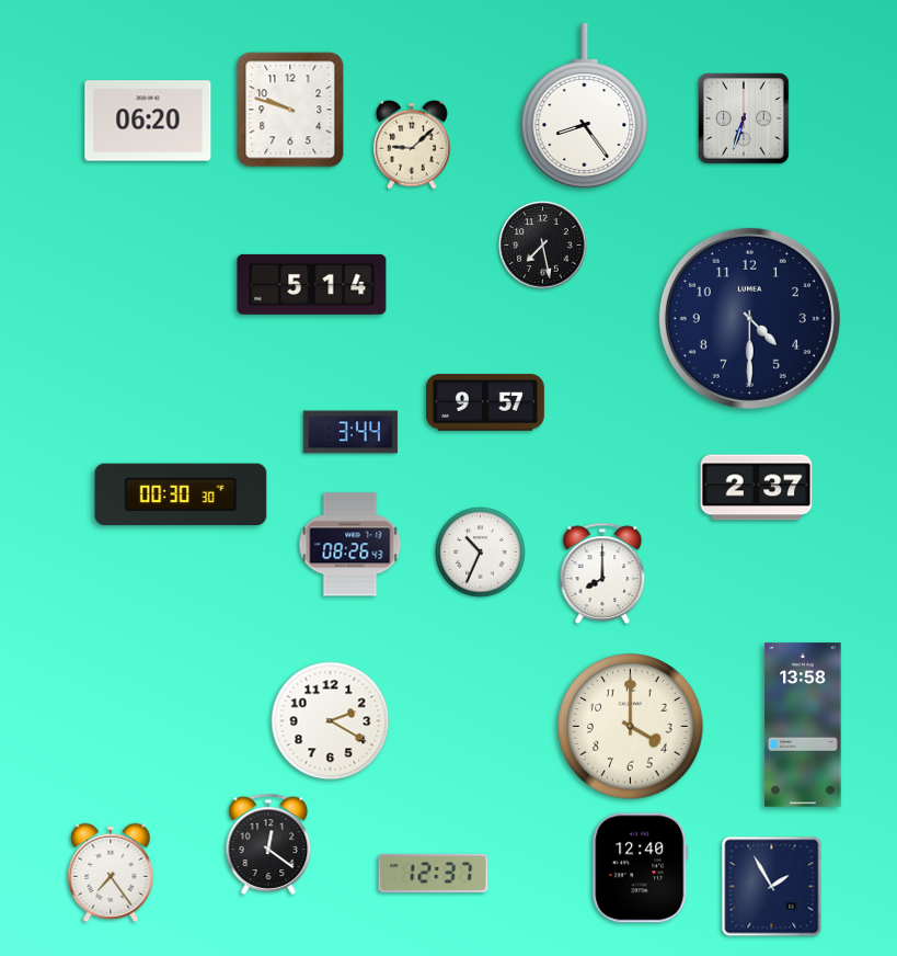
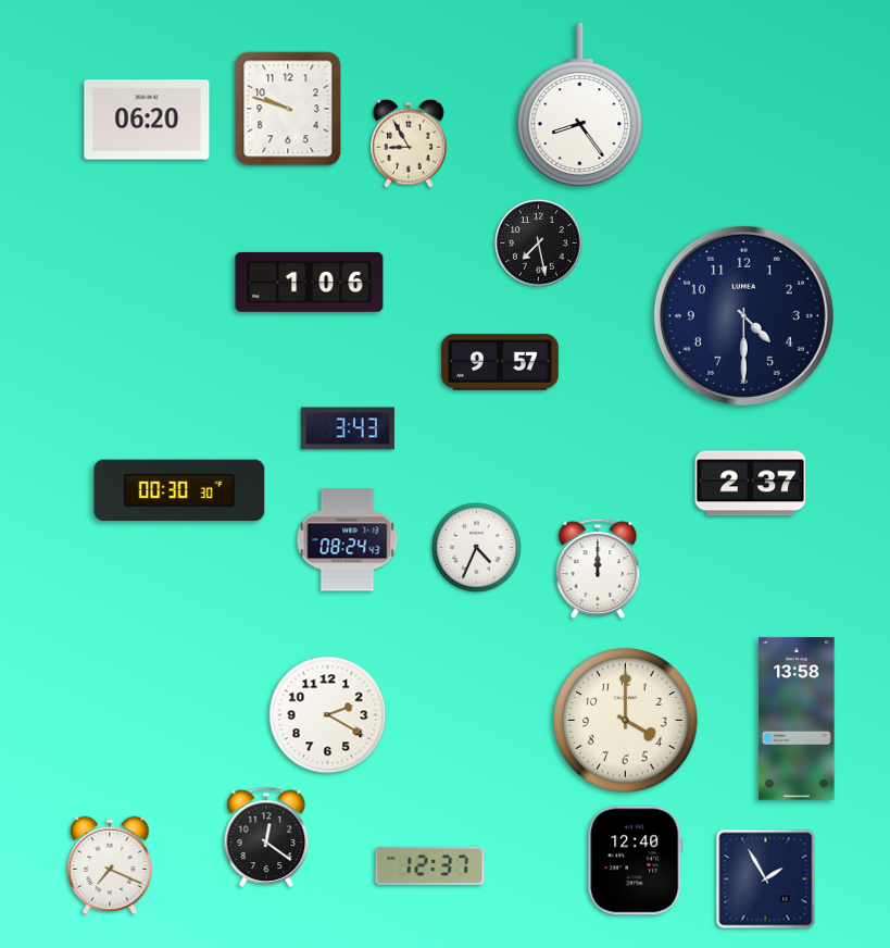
clock at (745, 119): 6:33 -> none
clock at (412, 145): 9:08 -> 8:55
clock at (312, 284): 5:14 -> 1:06
clock at (485, 402) position: (485, 402) -> (500, 362)
clock at (350, 432): 3:44 -> 3:43
clock at (350, 545): 08:26 -> 08:24
clock at (481, 553): 10:34 -> 4:34
clock at (602, 573): 8:00 -> 12:00
clock at (111, 873): 7:24 -> 7:19
